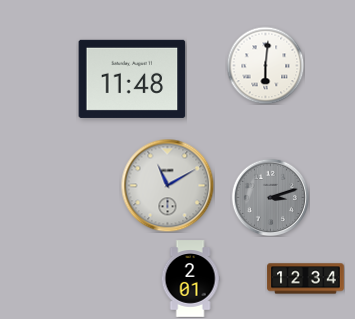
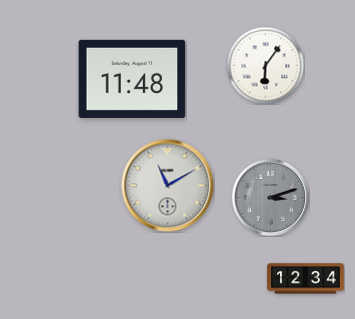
clock at (265, 65): 6:01 -> 6:06
clock at (190, 279): 2:01 -> none
